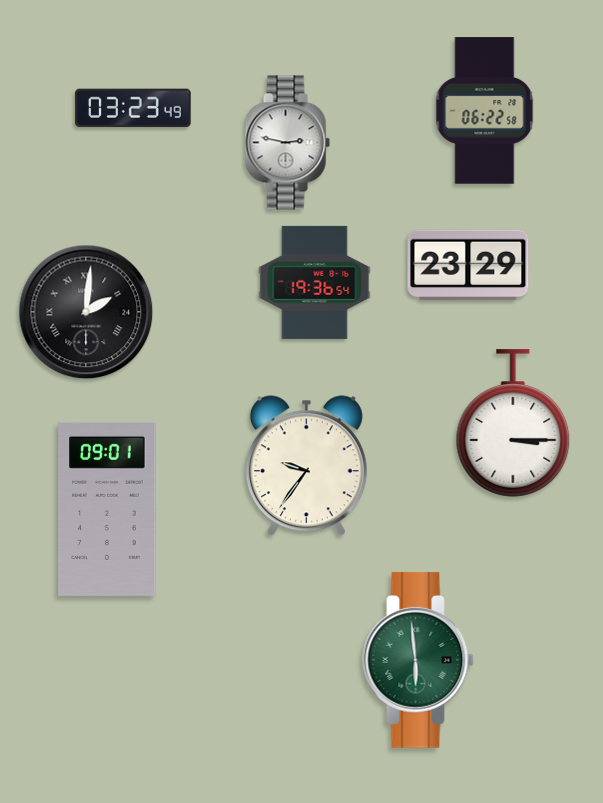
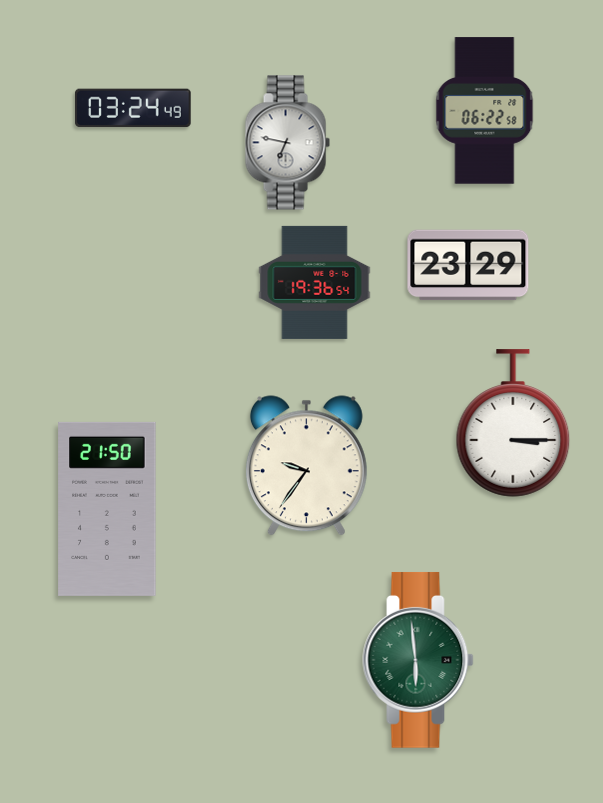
clock at (134, 108): 03:23 -> 03:24
clock at (287, 143): 2:47 -> 6:47
clock at (86, 312): 2:01 -> none
clock at (107, 509): 09:01 -> 21:50
